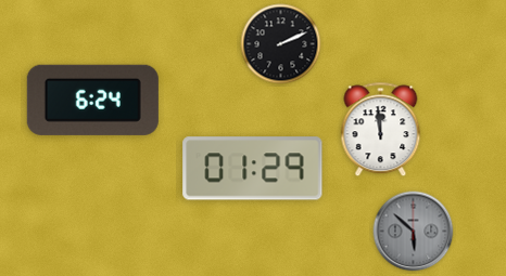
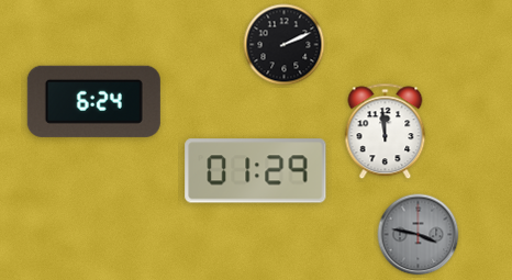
clock at (414, 232): 5:52 -> 3:47
